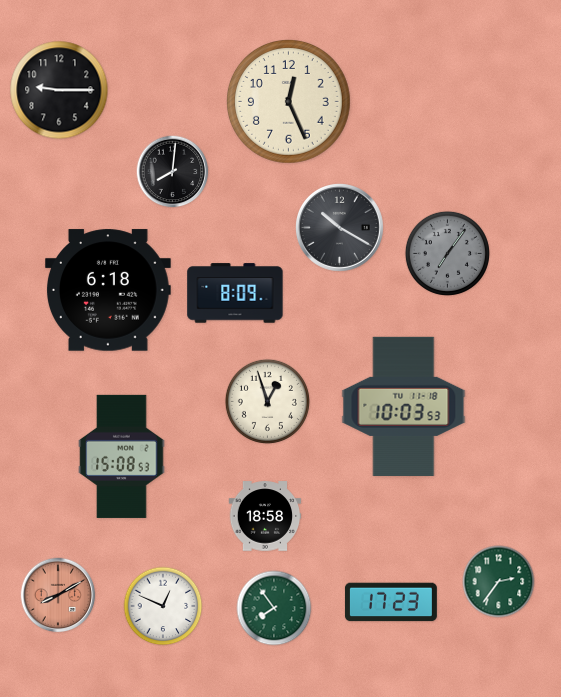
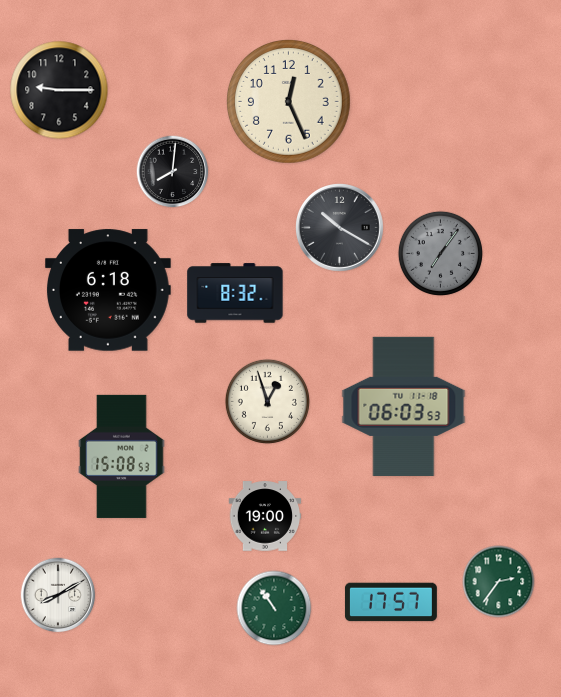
clock at (447, 253) position: (447, 253) -> (440, 253)
clock at (235, 293): 8:09 -> 8:32
clock at (404, 406): 10:03 -> 06:03
clock at (265, 516): 18:58 -> 19:00
clock at (58, 595) dial: salmon -> white
clock at (391, 602): 17:23 -> 17:57
clock at (163, 606): 12:49 -> none
clock at (274, 608): 7:54 -> 10:54
